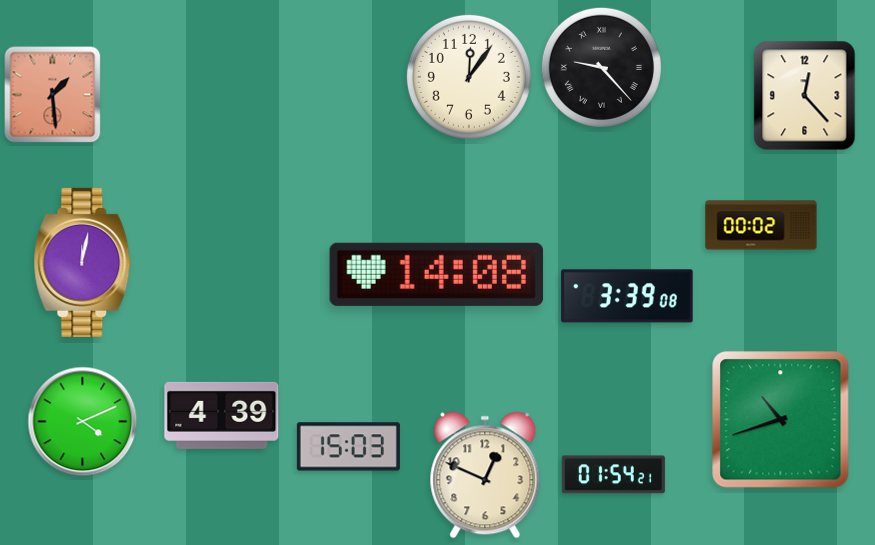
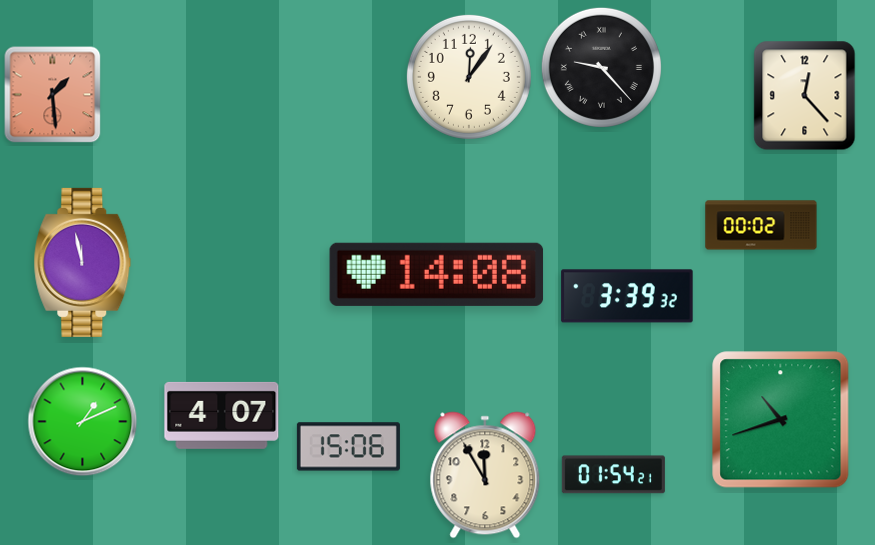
clock at (83, 262): 12:02 -> 11:58
clock at (627, 296): 3:39:08 -> 3:39:32
clock at (222, 415): 4:39 -> 4:07
clock at (83, 422): 4:11 -> 1:11
clock at (348, 447): 15:03 -> 15:06
clock at (485, 475): 12:49 -> 11:55
